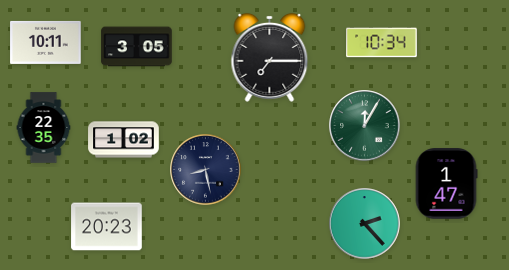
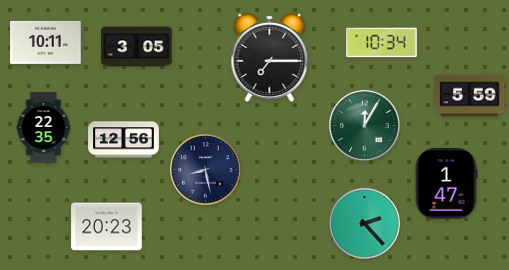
clock at (470, 96): none -> 5:59
clock at (124, 140): 1:02 -> 12:56
